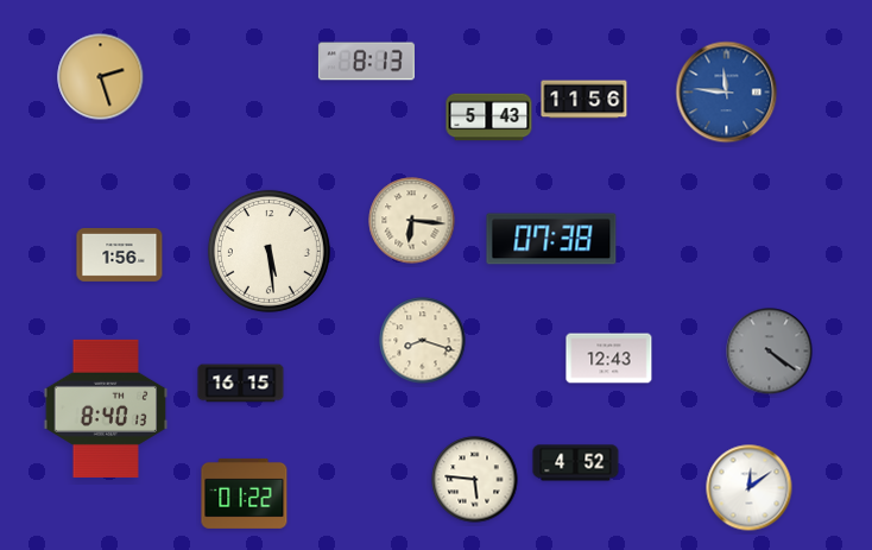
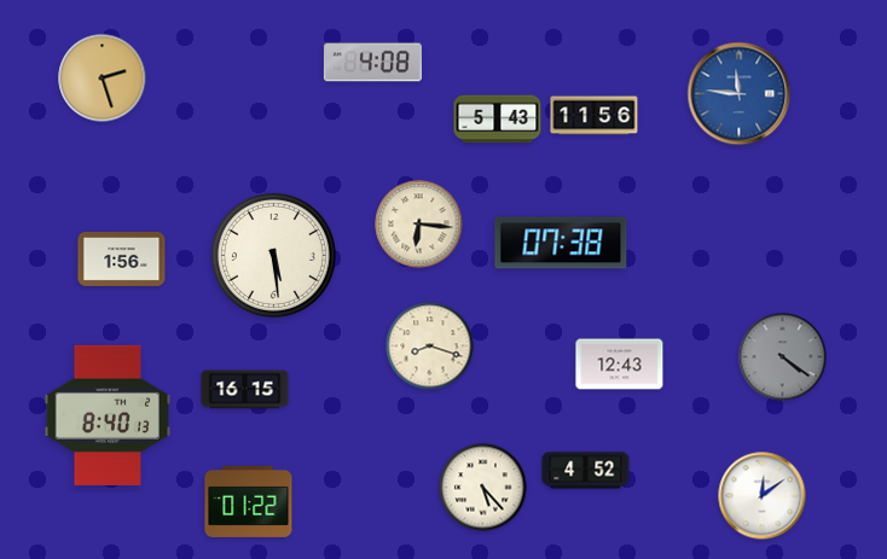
clock at (366, 62): 8:13 -> 4:08
clock at (585, 100) position: (585, 100) -> (595, 116)
clock at (475, 480): 5:46 -> 5:23
